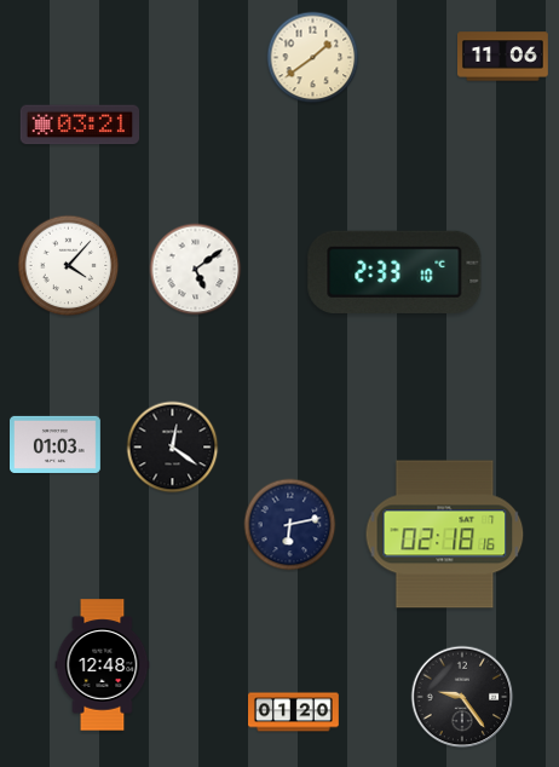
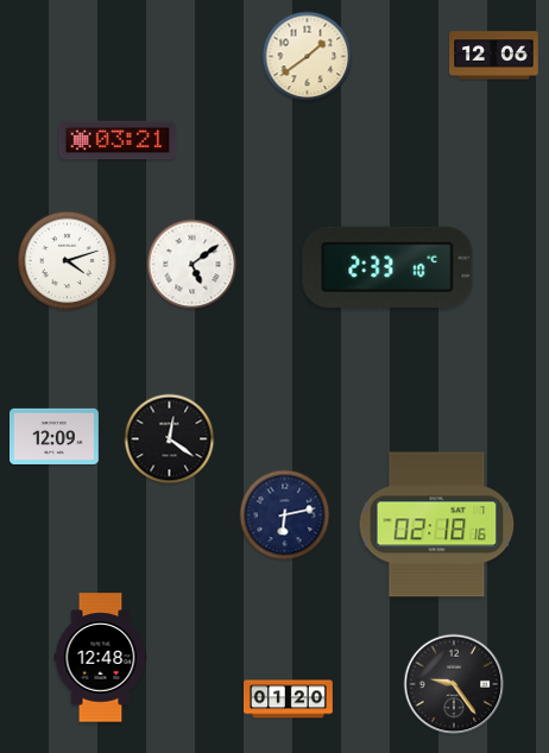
clock at (503, 57): 11:06 -> 12:06
clock at (80, 125) position: (80, 125) -> (118, 140)
clock at (69, 266): 4:07 -> 4:12
clock at (56, 444): 01:03 -> 12:09
clock at (103, 665) position: (103, 665) -> (101, 658)
